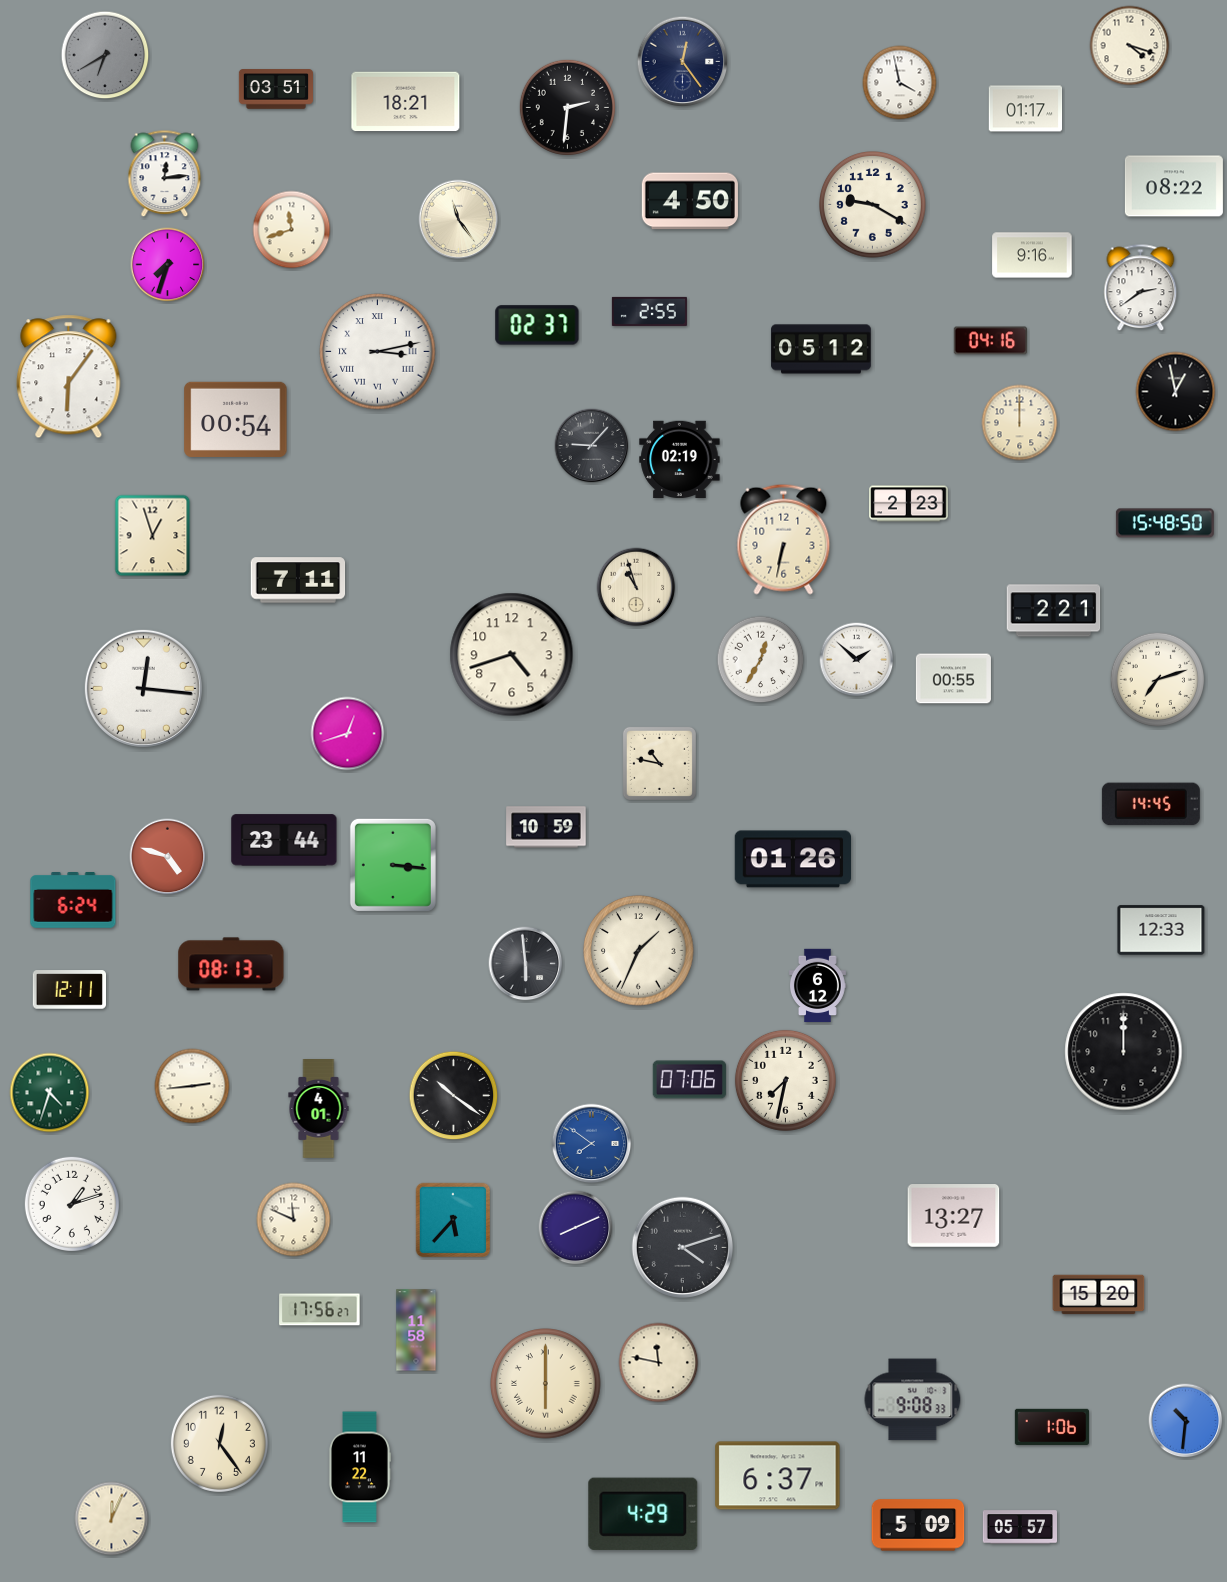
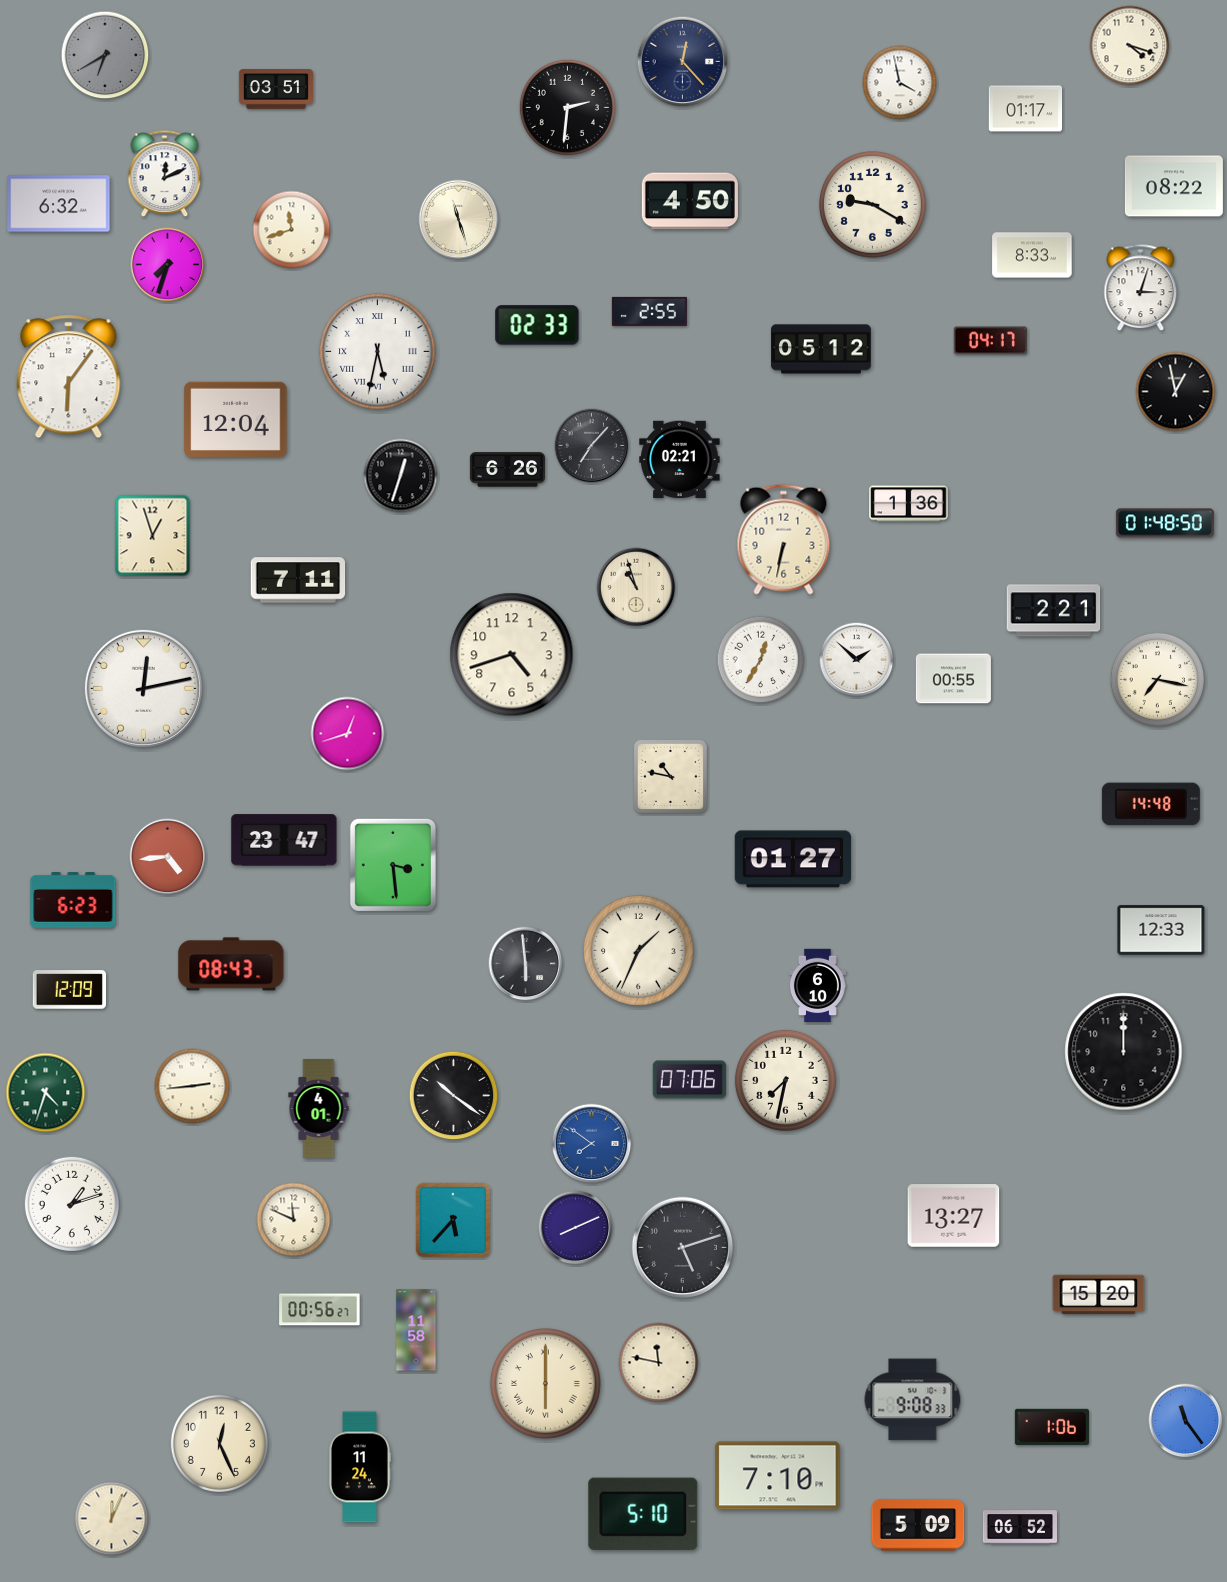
clock at (683, 62): 12:24 -> 12:23
clock at (406, 102): 18:21 -> none
clock at (165, 174): 12:14 -> 12:11
clock at (59, 204): none -> 6:32
clock at (459, 220): 11:24 -> 11:27
clock at (1032, 255): 9:16 -> 8:33
clock at (1141, 288): 2:39 -> 3:03
clock at (537, 325): 02:37 -> 02:33
clock at (990, 341): 04:16 -> 04:17
clock at (378, 352): 3:13 -> 5:32
clock at (236, 419): 00:54 -> 12:04
clock at (1020, 423): 12:00 -> none
clock at (592, 446): 9:07 -> 7:07
clock at (680, 459): 02:19 -> 02:21
clock at (507, 470): none -> 6:26
clock at (401, 476): none -> 12:33
clock at (909, 504): 2:23 -> 1:36
clock at (1165, 523): 15:48 -> 01:48
clock at (1157, 679): 7:12 -> 7:17
clock at (143, 688): 12:16 -> 12:13
clock at (659, 763) position: (659, 763) -> (670, 776)
clock at (1151, 804): 14:45 -> 14:48
clock at (546, 827): 10:59 -> none
clock at (284, 840): 23:44 -> 23:47
clock at (168, 857): 4:48 -> 4:44
clock at (792, 859): 01:26 -> 01:27
clock at (393, 865): 3:16 -> 3:29
clock at (73, 901): 6:24 -> 6:23
clock at (231, 964): 08:13 -> 08:43
clock at (818, 986): 6:12 -> 6:10
clock at (69, 990): 12:11 -> 12:09
clock at (50, 1093) position: (50, 1093) -> (46, 1093)
clock at (682, 1247): 4:12 -> 5:12
clock at (320, 1310): 17:56 -> 00:56
clock at (1186, 1421): 10:31 -> 11:24
clock at (219, 1443): 12:24 -> 12:26
clock at (360, 1467): 11:22 -> 11:24
clock at (778, 1476): 6:37 -> 7:10
clock at (643, 1514): 4:29 -> 5:10
clock at (1019, 1527): 05:57 -> 06:52
